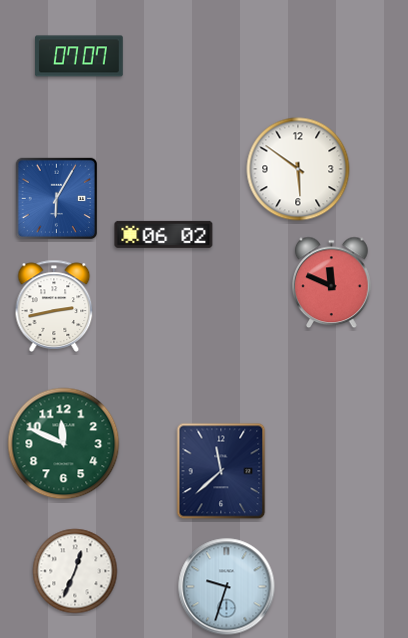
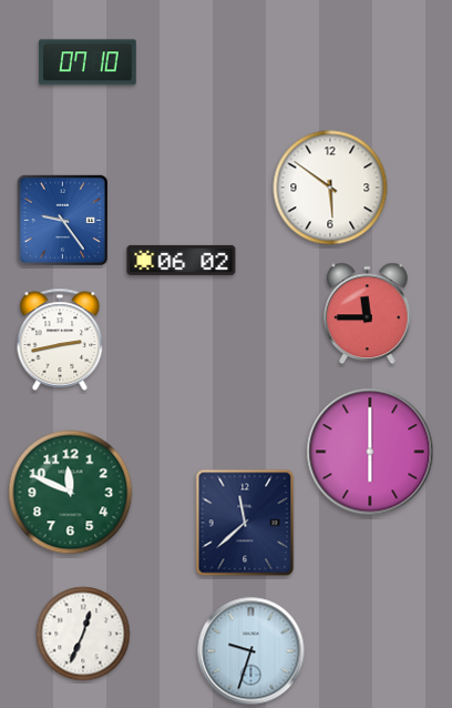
clock at (80, 56): 07:07 -> 07:10
clock at (57, 199): 6:05 -> 9:24
clock at (332, 283): 11:49 -> 11:45
clock at (370, 452): none -> 6:00
